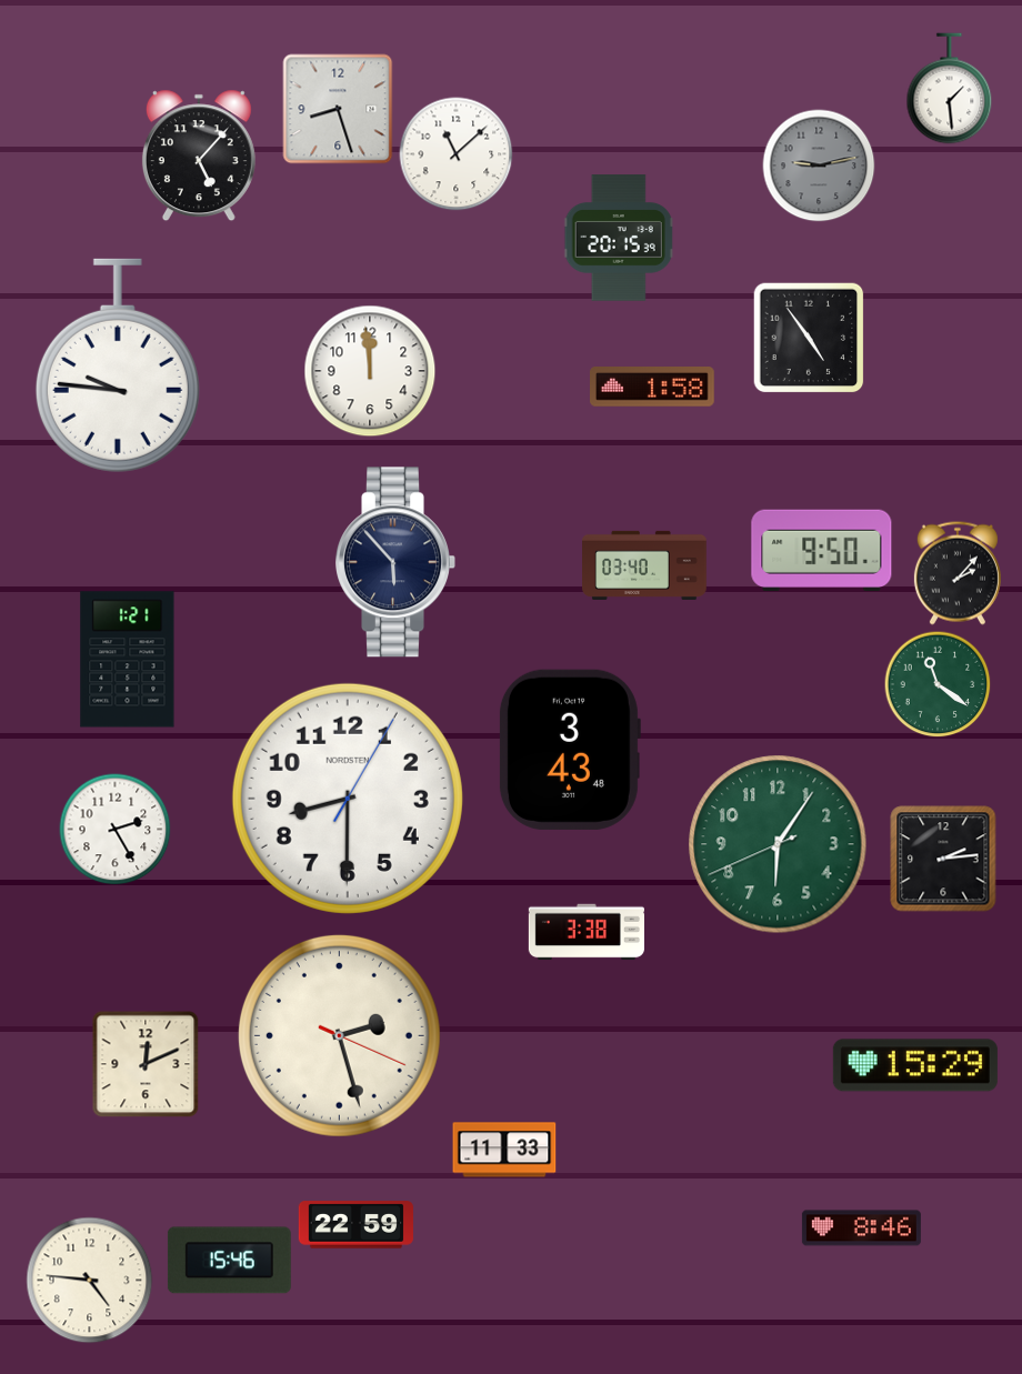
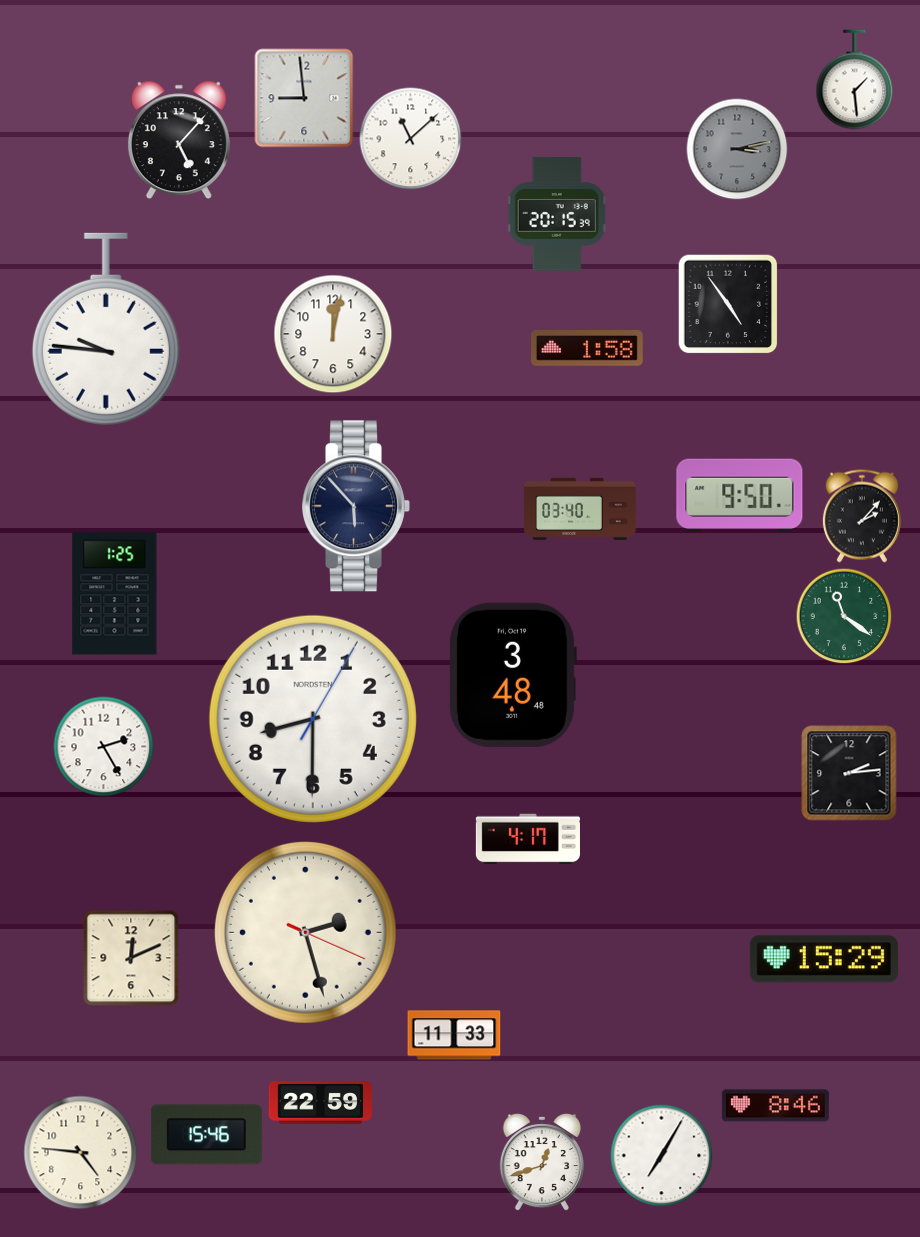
clock at (338, 109): 8:27 -> 8:59
clock at (819, 166): 9:13 -> 3:13
clock at (370, 371): 11:59 -> 12:02
clock at (128, 660): 1:21 -> 1:25
clock at (569, 750): 3:43 -> 3:48
clock at (778, 844): 6:05 -> none
clock at (587, 932): 3:38 -> 4:17
clock at (662, 1156): none -> 7:05
clock at (541, 1162): none -> 12:42
